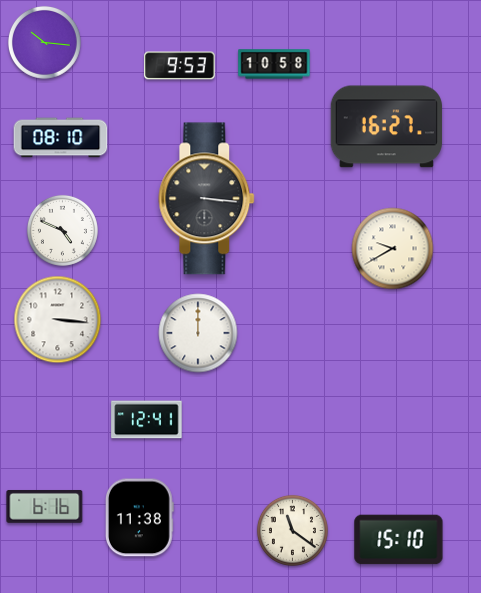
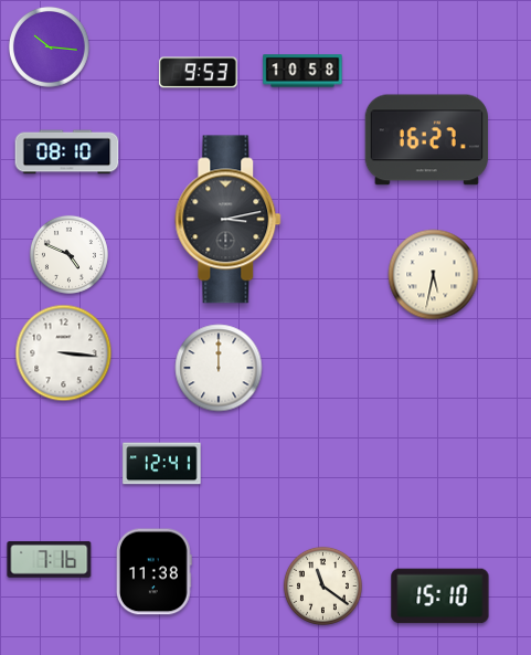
clock at (207, 199): 3:16 -> 3:13
clock at (393, 249): 9:40 -> 5:32
clock at (45, 506): 6:16 -> 7:16
